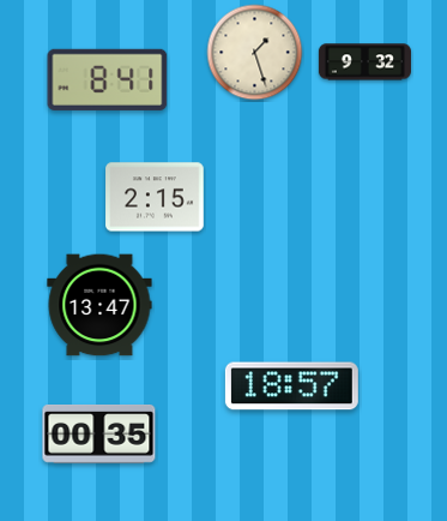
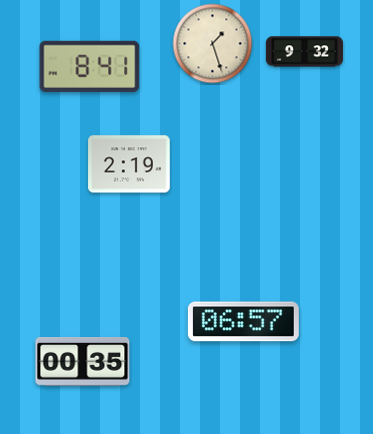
clock at (155, 197): 2:15 -> 2:19
clock at (99, 305): 13:47 -> none
clock at (291, 387): 18:57 -> 06:57
